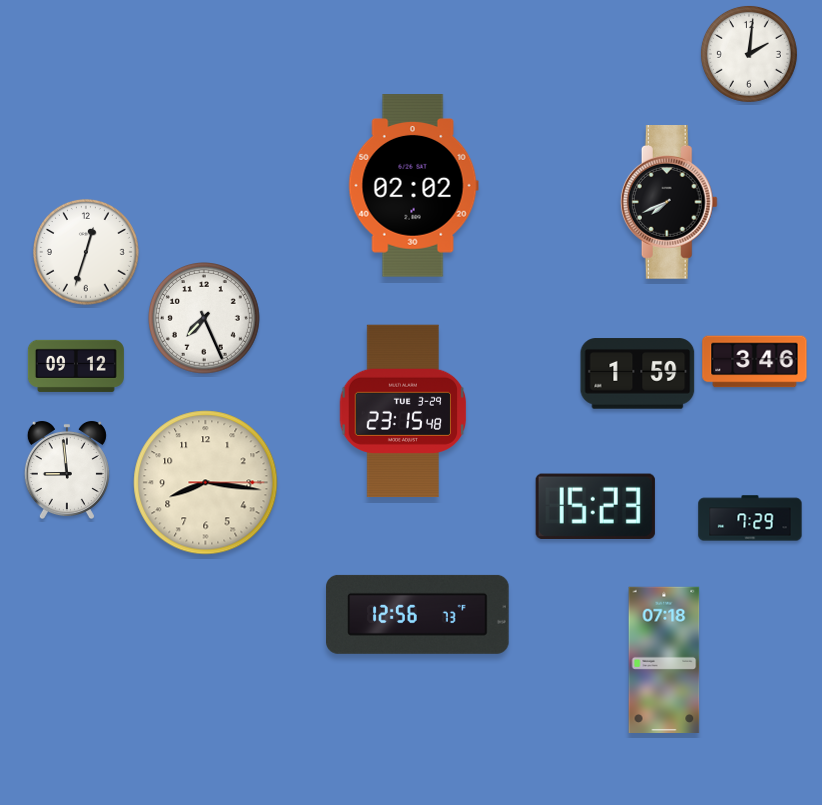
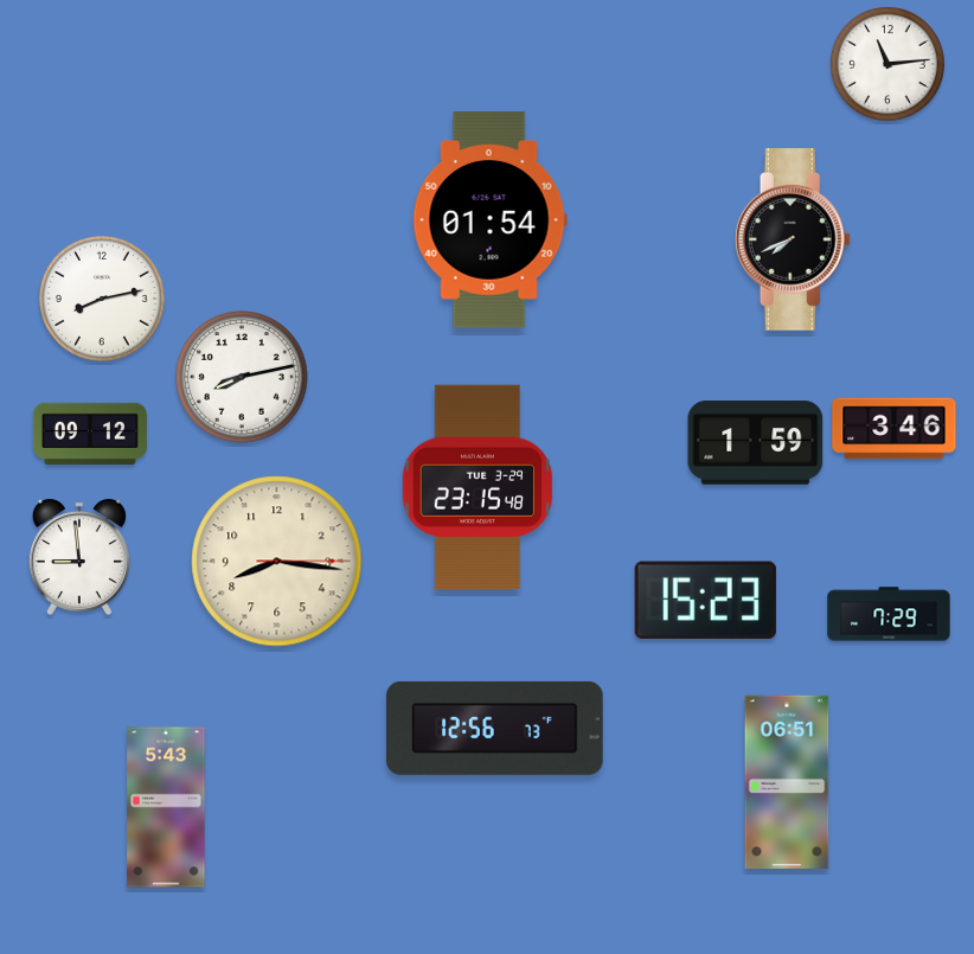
clock at (749, 54): 2:01 -> 11:14
clock at (413, 186): 02:02 -> 01:54
clock at (86, 252): 12:33 -> 8:13
clock at (205, 319): 7:26 -> 8:13
clock at (206, 483) position: (206, 483) -> (277, 562)
clock at (664, 660): 07:18 -> 06:51
clock at (166, 807): none -> 5:43
